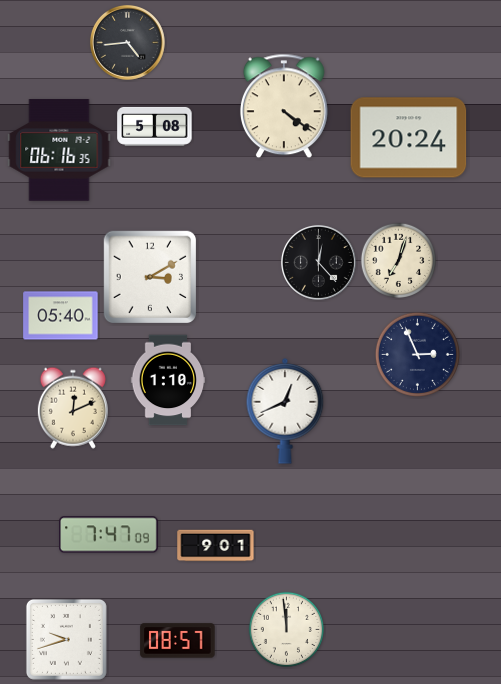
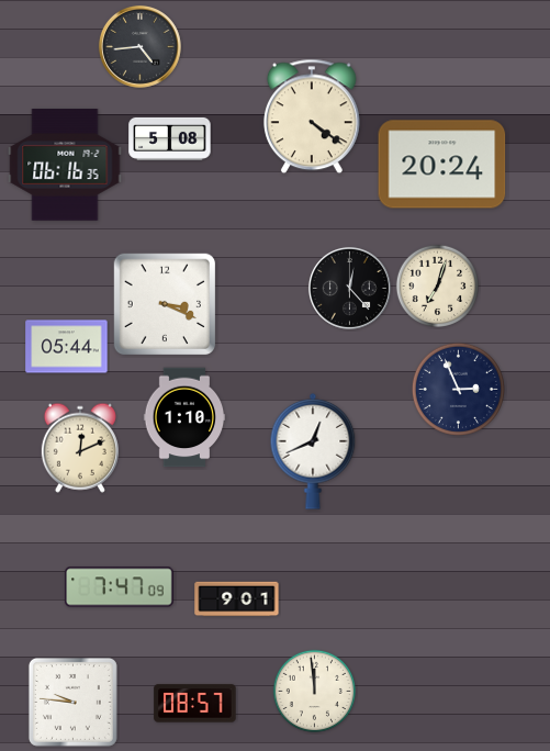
clock at (409, 138) position: (409, 138) -> (442, 165)
clock at (150, 277): 3:10 -> 3:19
clock at (61, 316): 05:40 -> 05:44
clock at (66, 639): 9:42 -> 9:46
